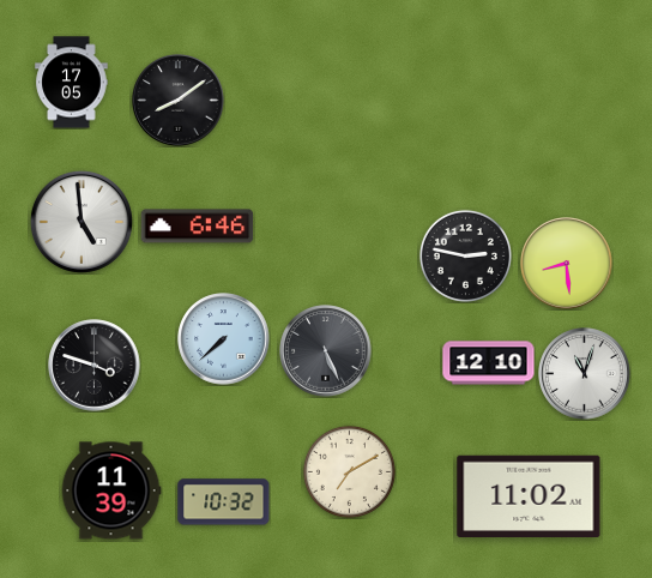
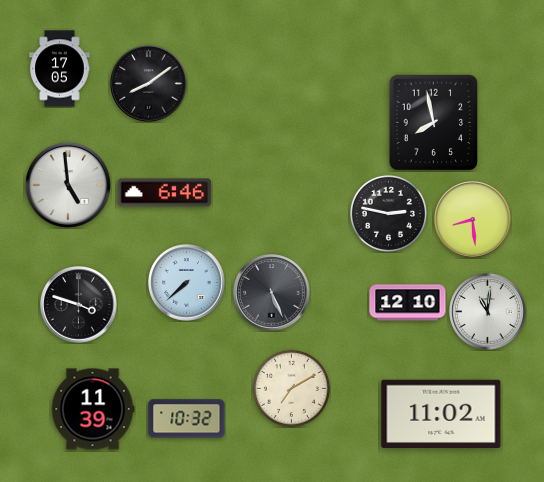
clock at (433, 122): none -> 7:58
clock at (198, 227) position: (198, 227) -> (165, 193)
clock at (585, 374): 11:03 -> 11:01
clock at (349, 471) position: (349, 471) -> (291, 388)
